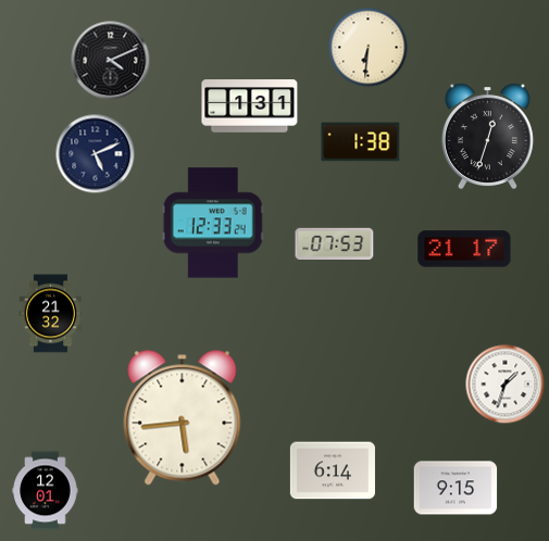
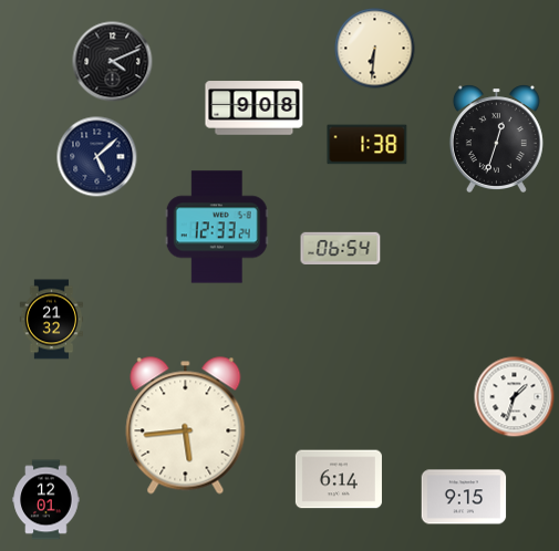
clock at (250, 106): 1:31 -> 9:08
clock at (96, 154): 5:11 -> 5:08
clock at (335, 243): 07:53 -> 06:54
clock at (464, 249): 21:17 -> none
clock at (506, 385) position: (506, 385) -> (515, 397)
